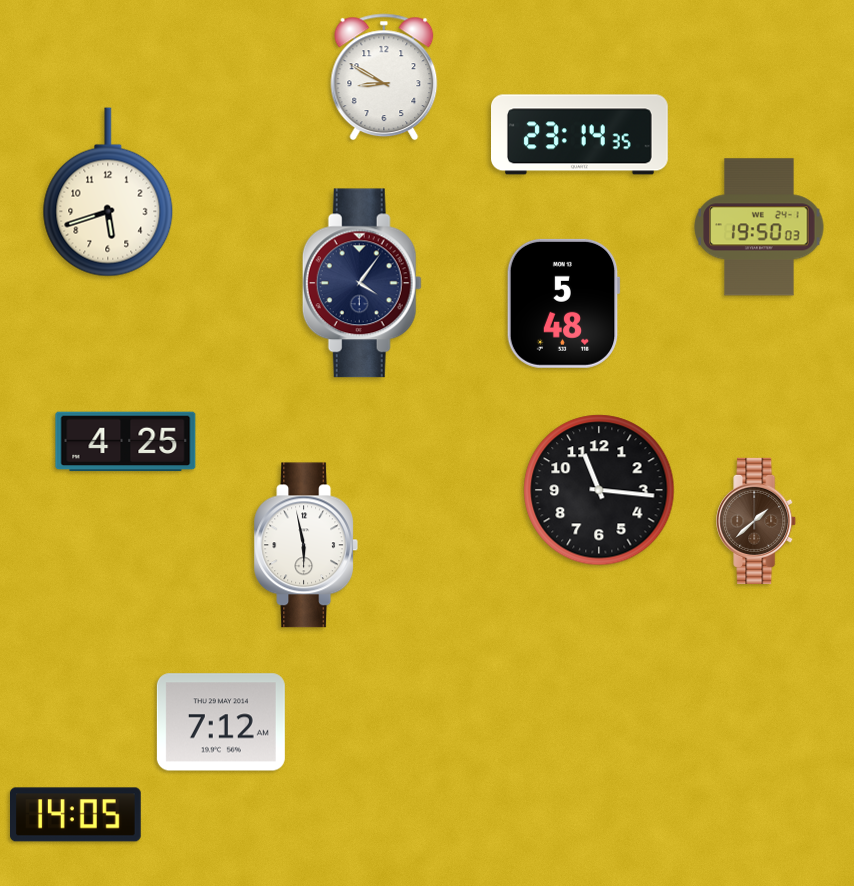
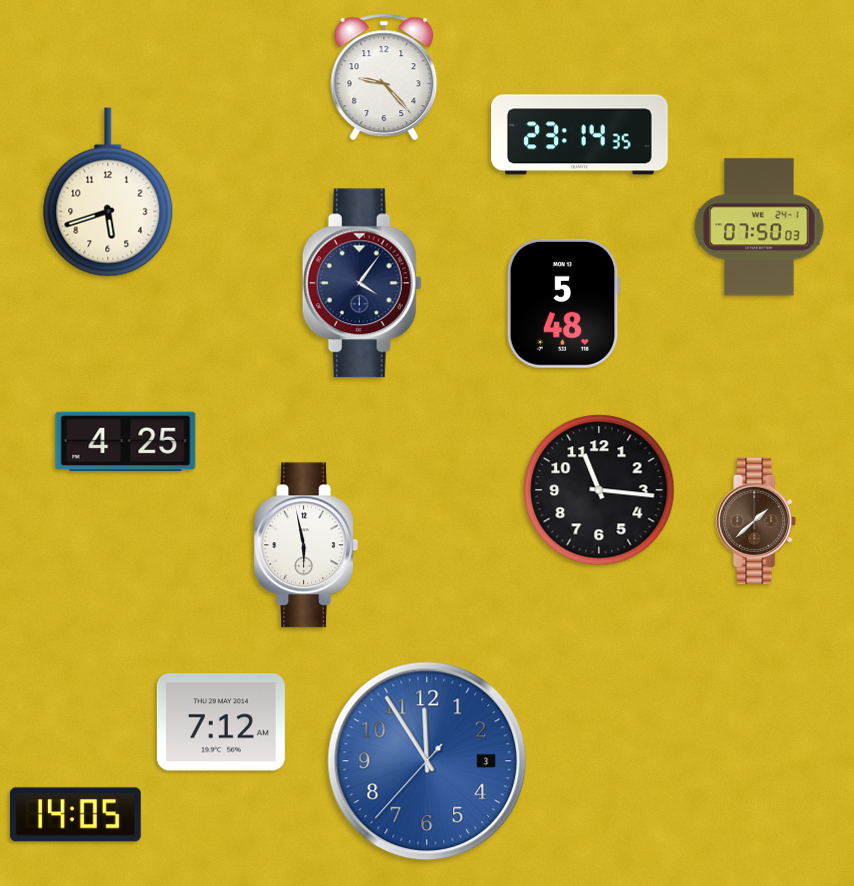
clock at (384, 77): 8:50 -> 9:23
clock at (759, 227): 19:50 -> 07:50
clock at (427, 761): none -> 11:54
